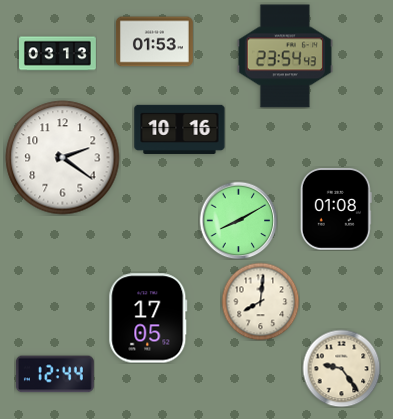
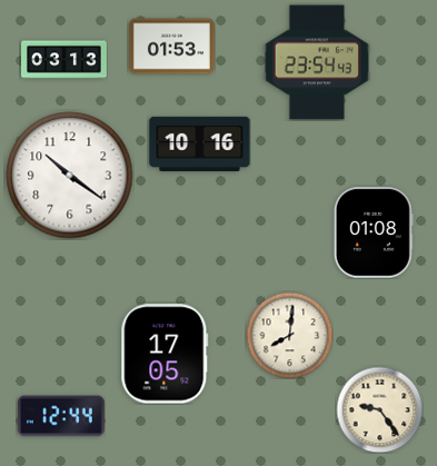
clock at (63, 158): 2:21 -> 10:21
clock at (238, 220): 8:10 -> none
